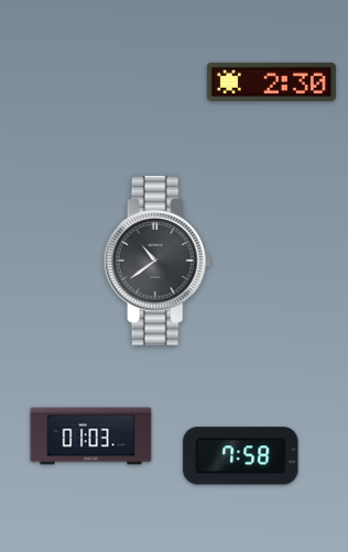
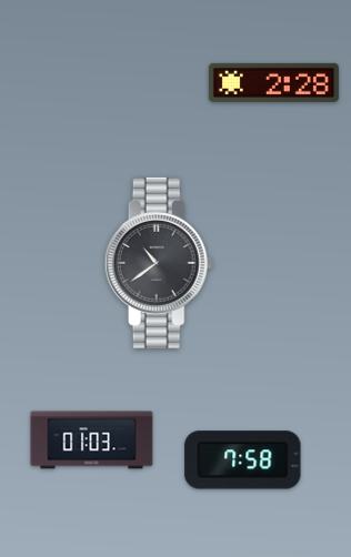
clock at (271, 81): 2:30 -> 2:28
